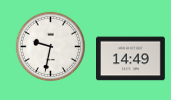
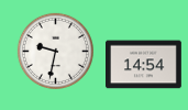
clock at (131, 59): 14:49 -> 14:54
